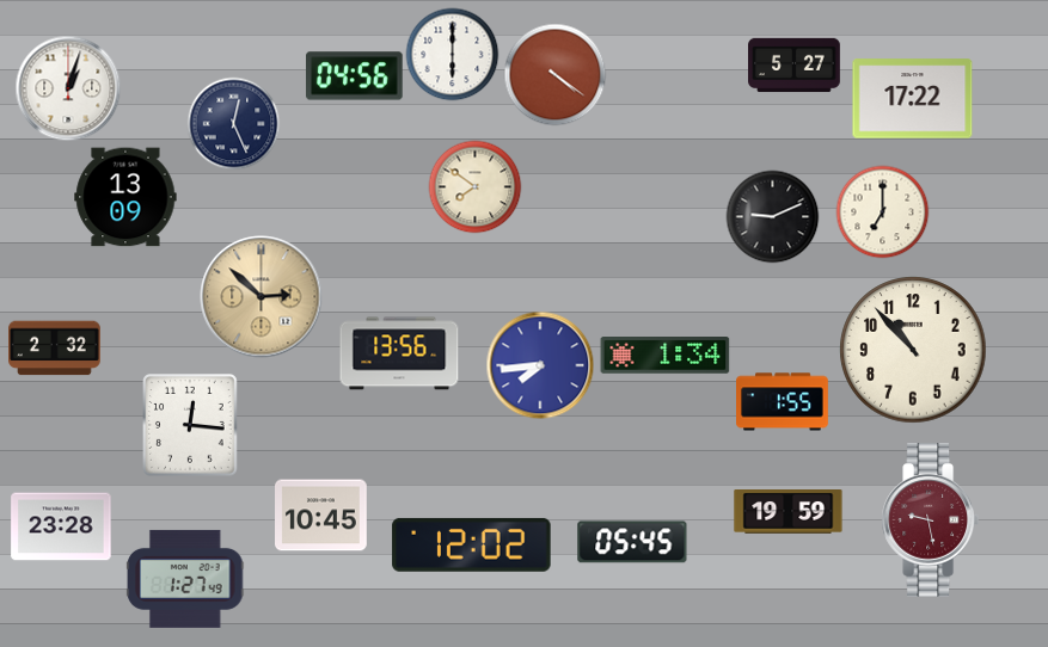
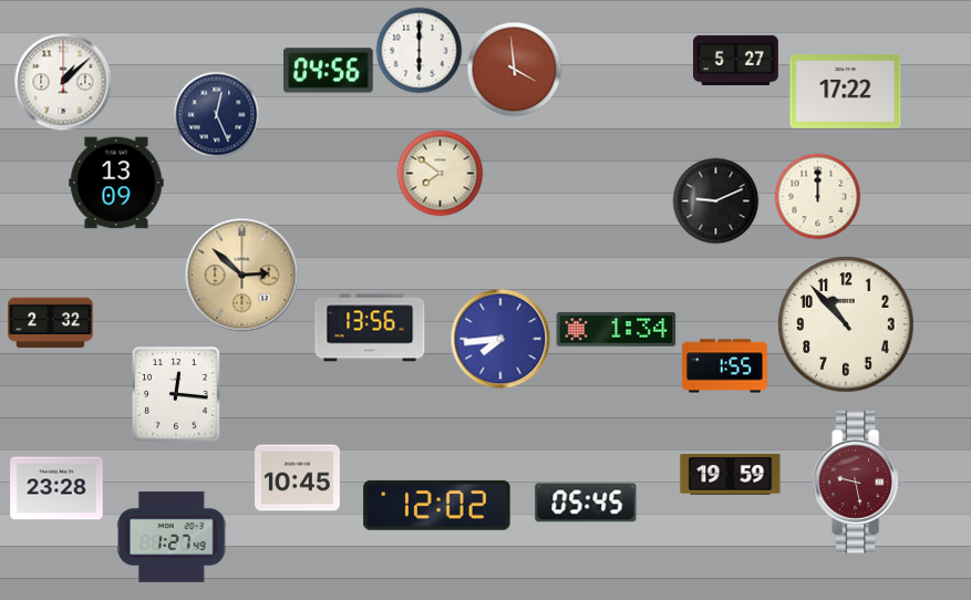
clock at (554, 74): 4:21 -> 3:59
clock at (68, 88): 1:03 -> 1:08
clock at (882, 211): 7:00 -> 12:00
clock at (783, 402) position: (783, 402) -> (725, 366)
clock at (930, 520) position: (930, 520) -> (857, 483)
